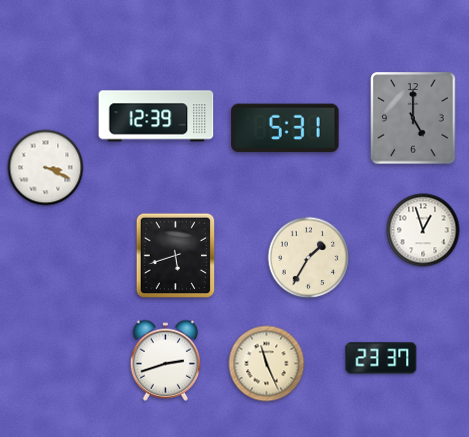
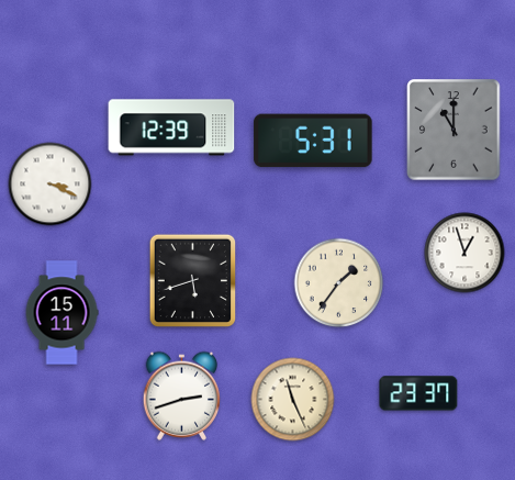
clock at (413, 118): 5:00 -> 11:00
clock at (309, 258): 1:35 -> 1:36
clock at (61, 313): none -> 15:11
